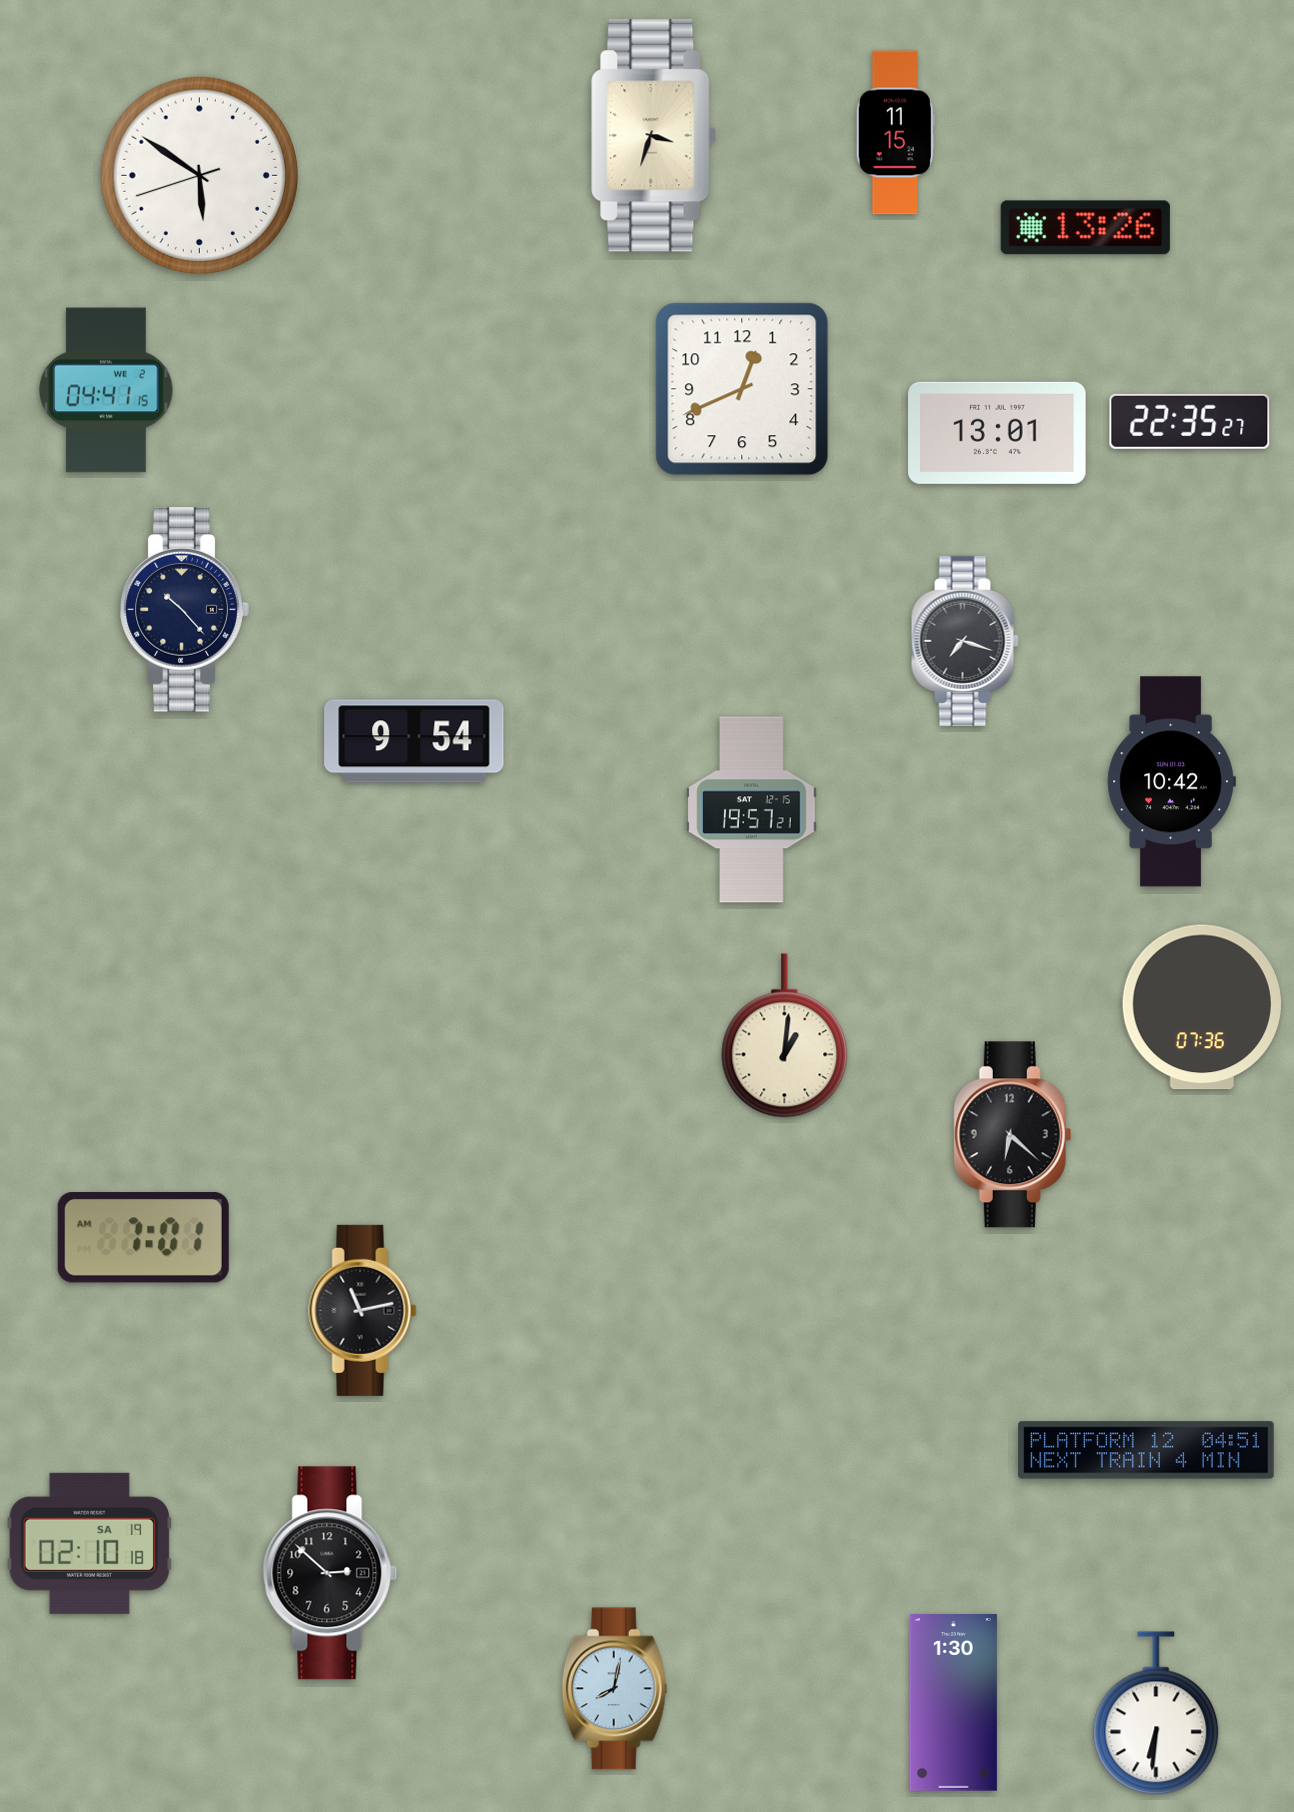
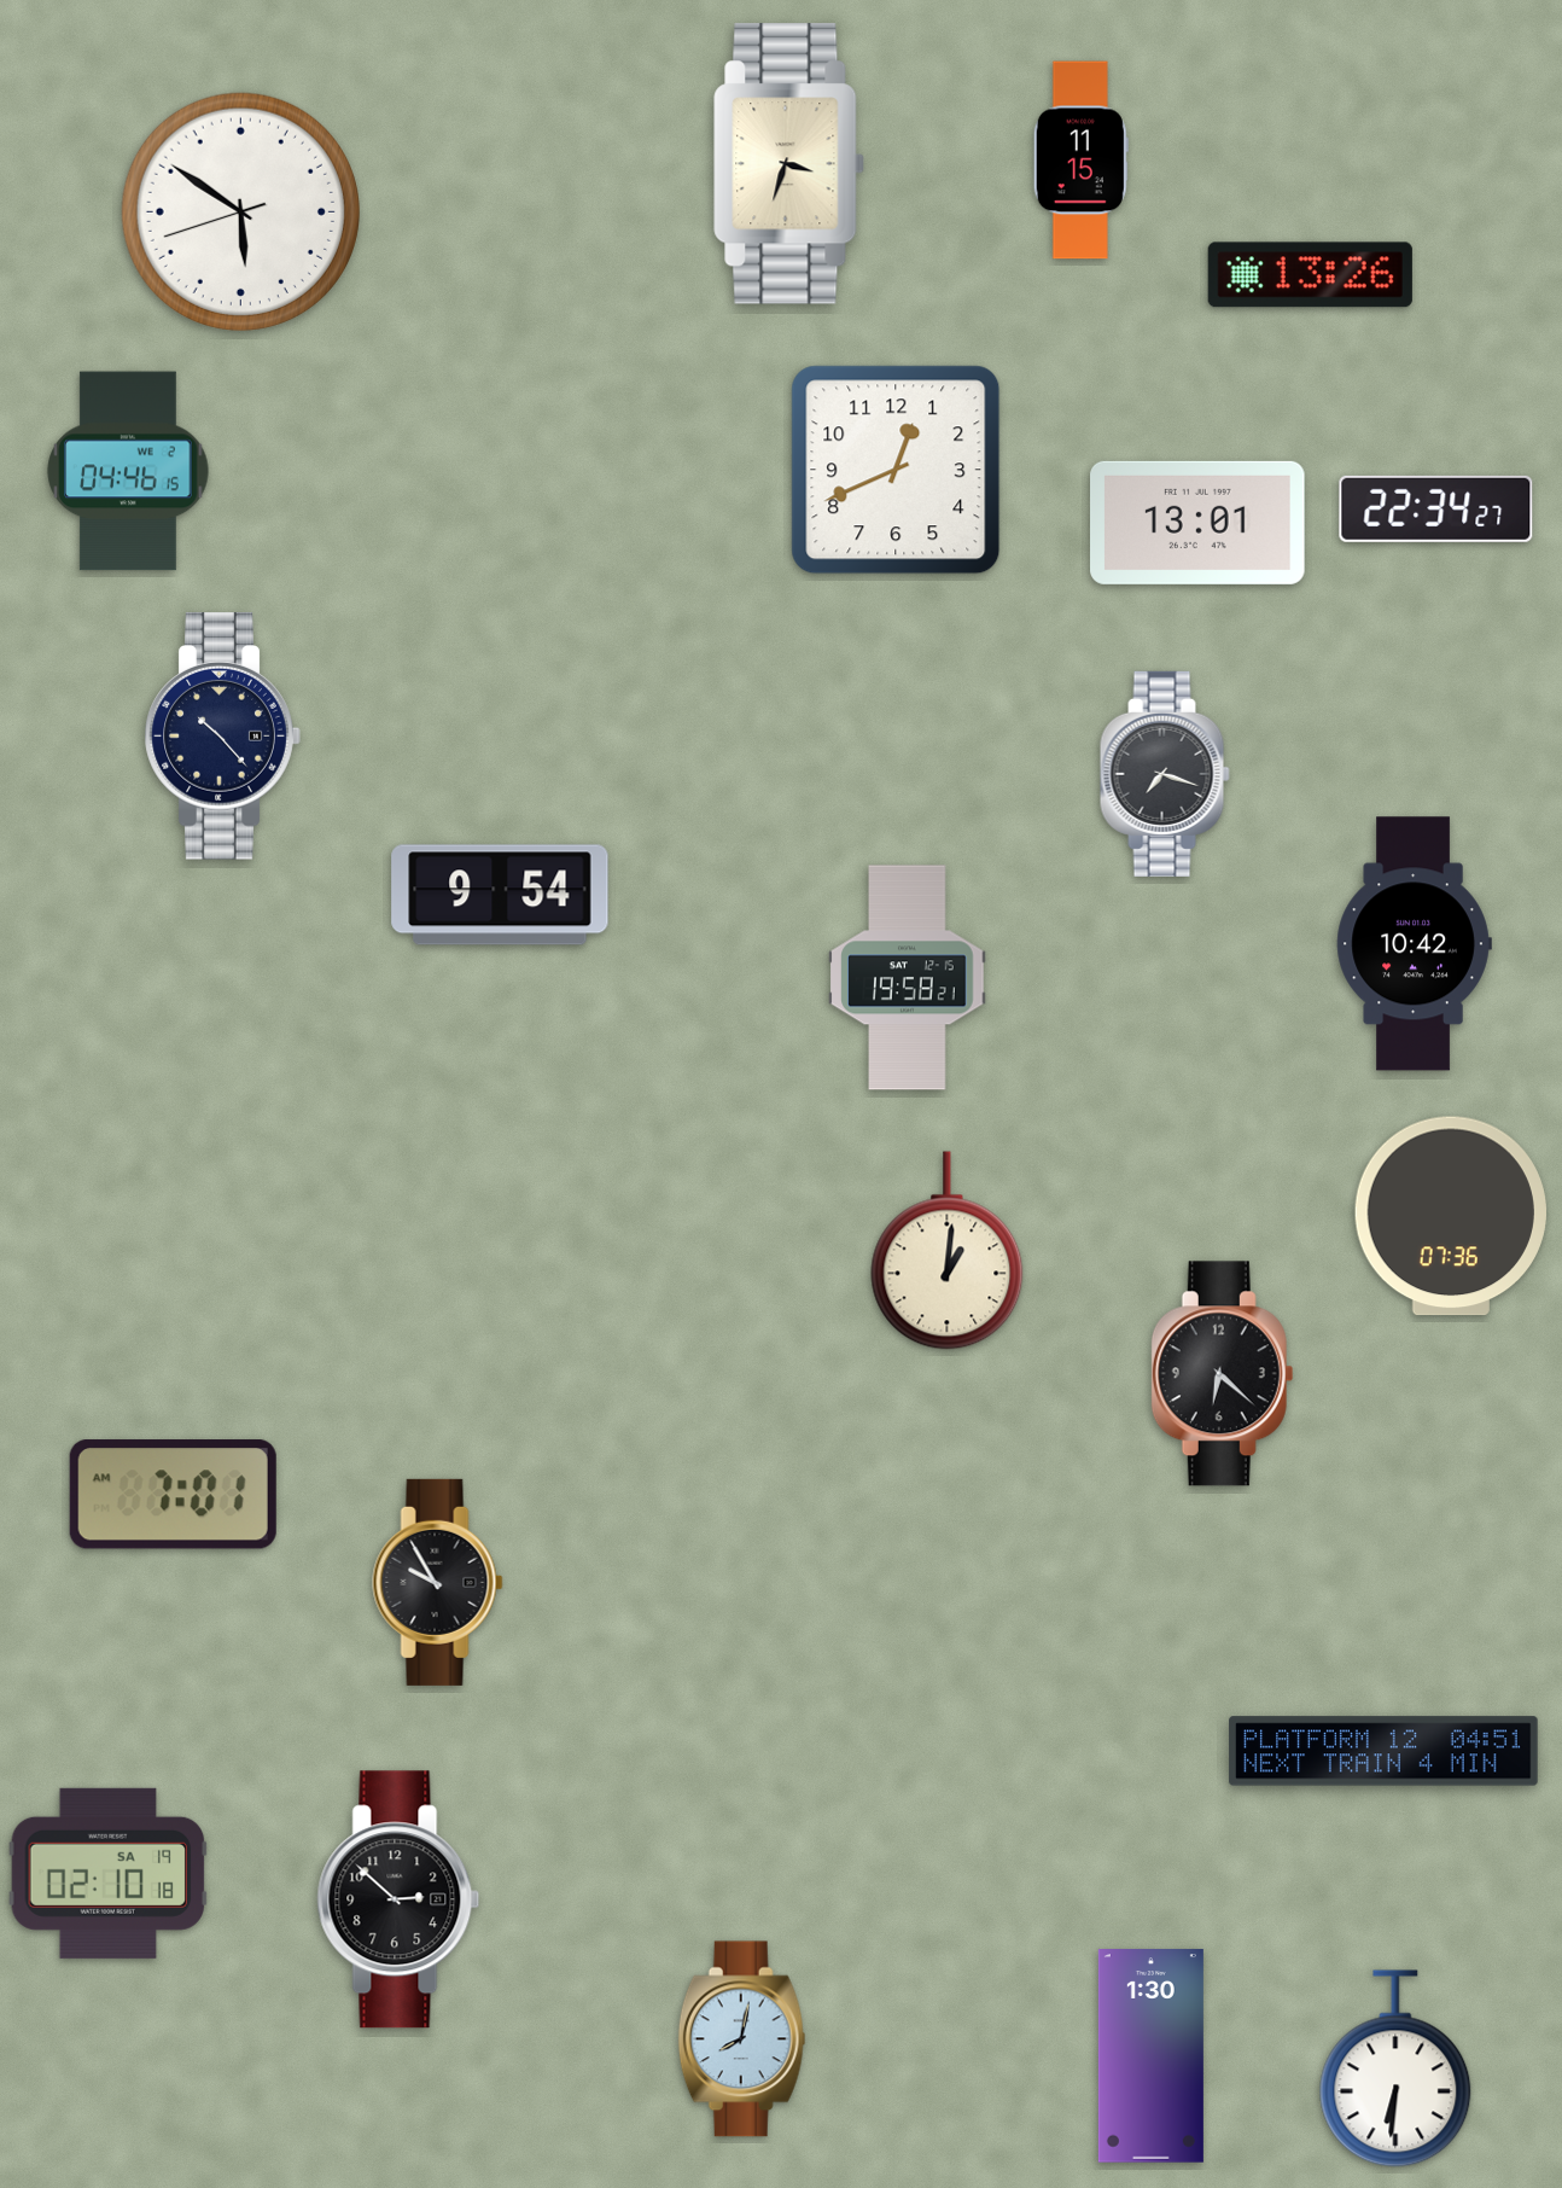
clock at (106, 390): 04:41 -> 04:46
clock at (1190, 421): 22:35 -> 22:34
clock at (997, 433) position: (997, 433) -> (1197, 523)
clock at (752, 810): 19:57 -> 19:58
clock at (1013, 1135) position: (1013, 1135) -> (1223, 1374)
clock at (363, 1310): 11:13 -> 9:55
clock at (90, 1543) position: (90, 1543) -> (109, 1873)
